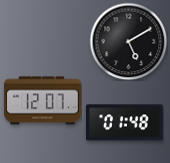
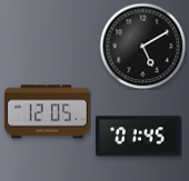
clock at (43, 101): 12:07 -> 12:05
clock at (125, 123): 01:48 -> 01:45
